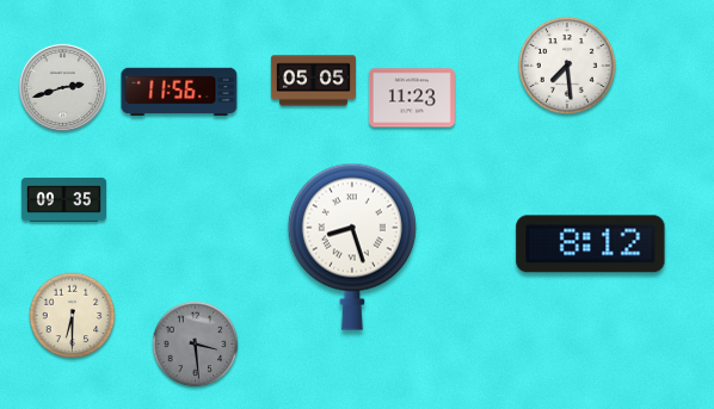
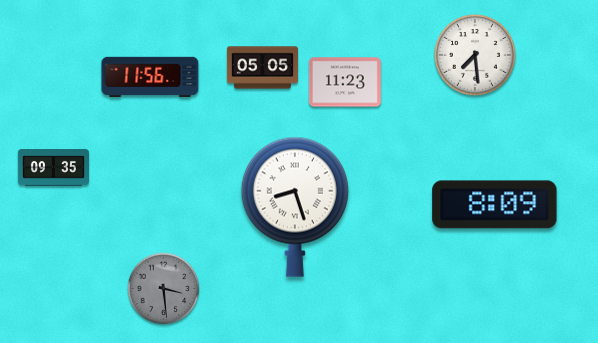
clock at (62, 87): 2:42 -> none
clock at (591, 244): 8:12 -> 8:09
clock at (73, 316): 6:30 -> none
